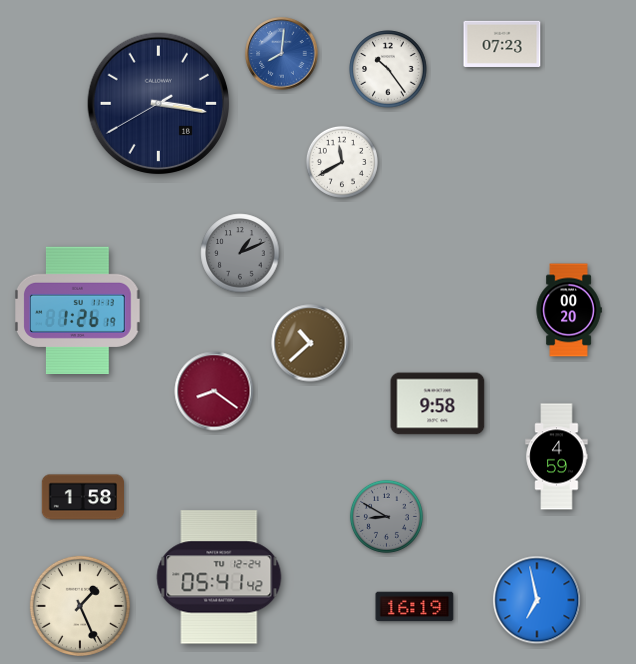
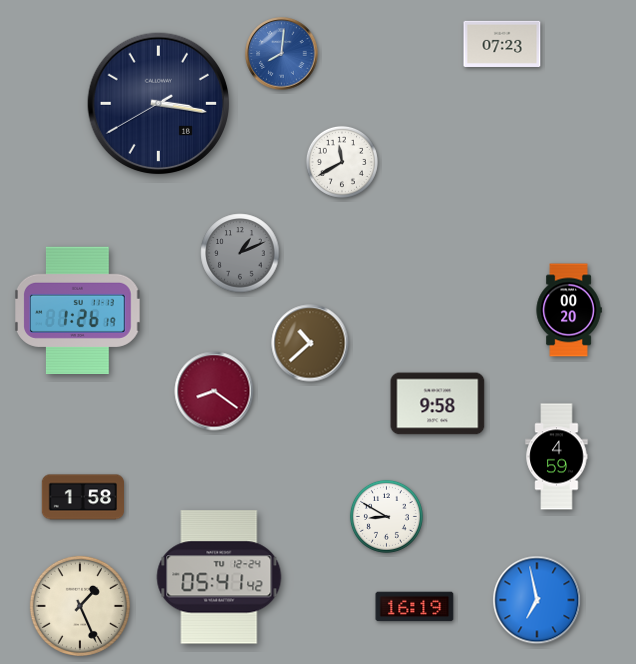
clock at (388, 69): 10:24 -> none
clock at (386, 516) dial: grey -> white
